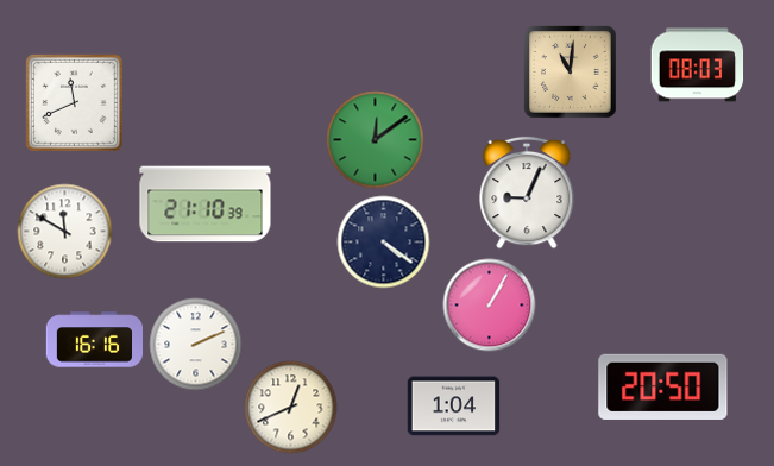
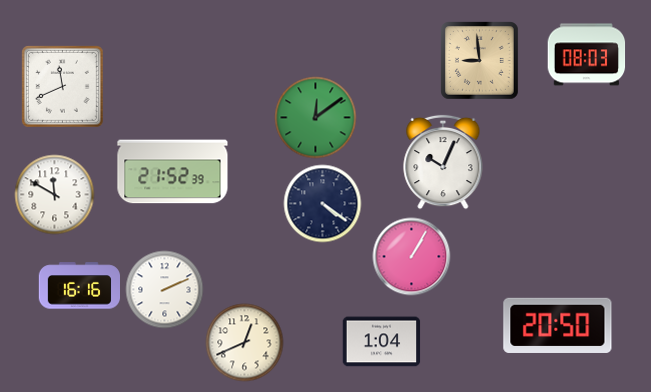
clock at (571, 73): 11:01 -> 8:59
clock at (527, 193): 9:04 -> 10:04
clock at (206, 204): 21:10 -> 21:52
